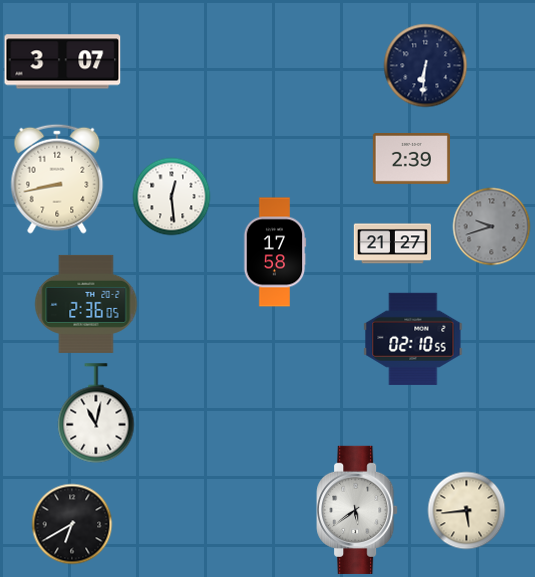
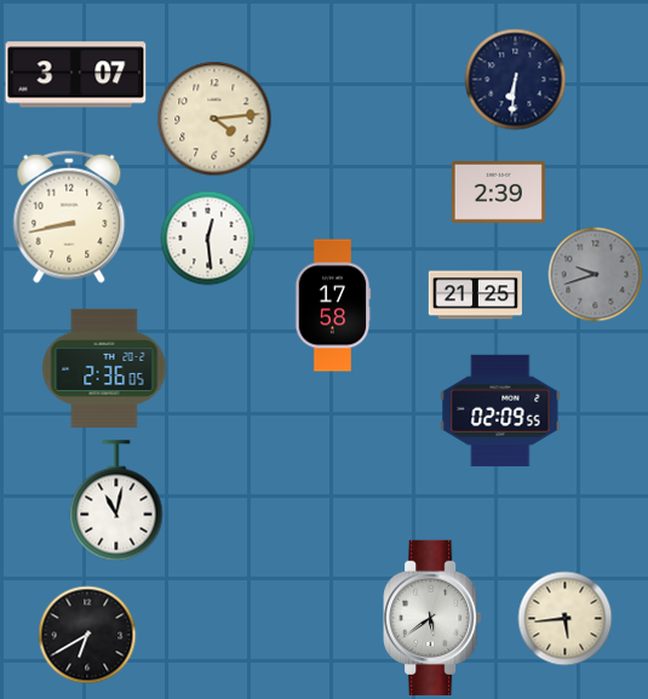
clock at (214, 119): none -> 4:14
clock at (392, 244): 21:27 -> 21:25
clock at (413, 339): 02:10 -> 02:09
